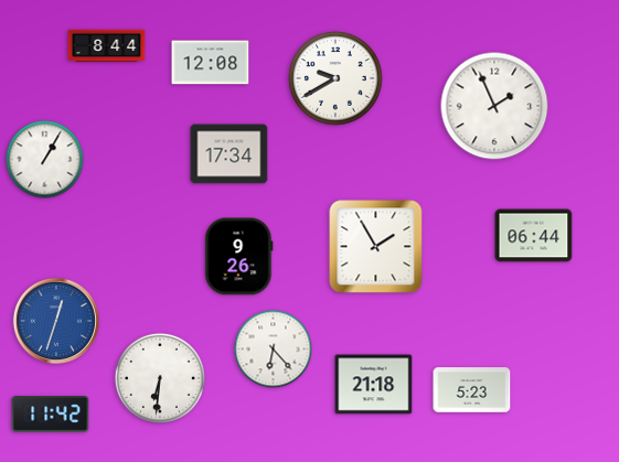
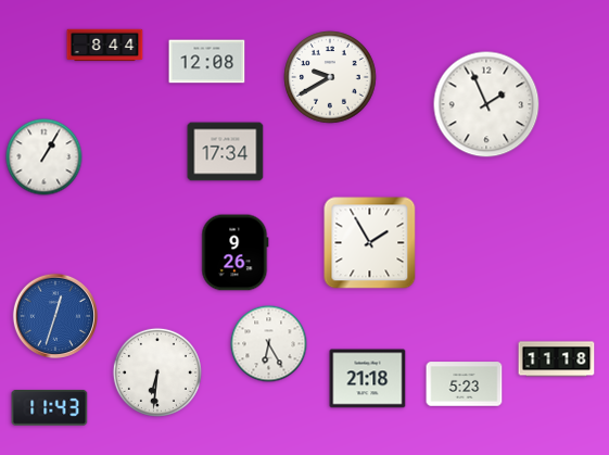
clock at (534, 236): 06:44 -> none
clock at (274, 350): 6:23 -> 6:25
clock at (557, 359): none -> 11:18
clock at (51, 415): 11:42 -> 11:43
